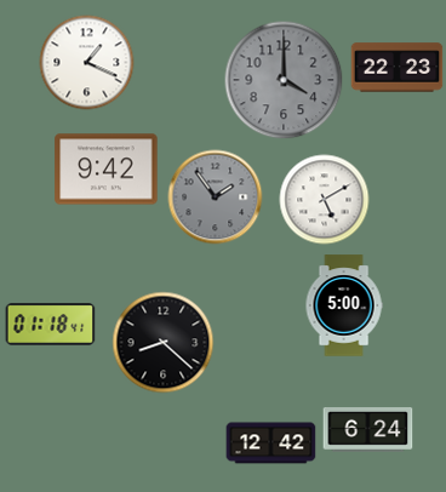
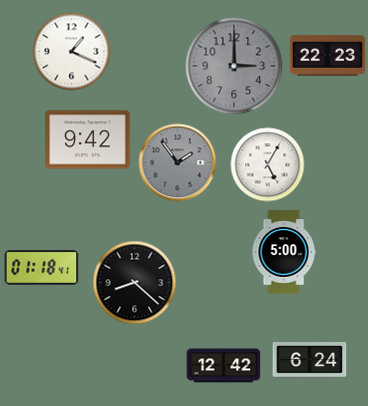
clock at (284, 80): 4:00 -> 3:00
clock at (325, 200): 5:10 -> 5:05
clock at (368, 430) position: (368, 430) -> (310, 361)
